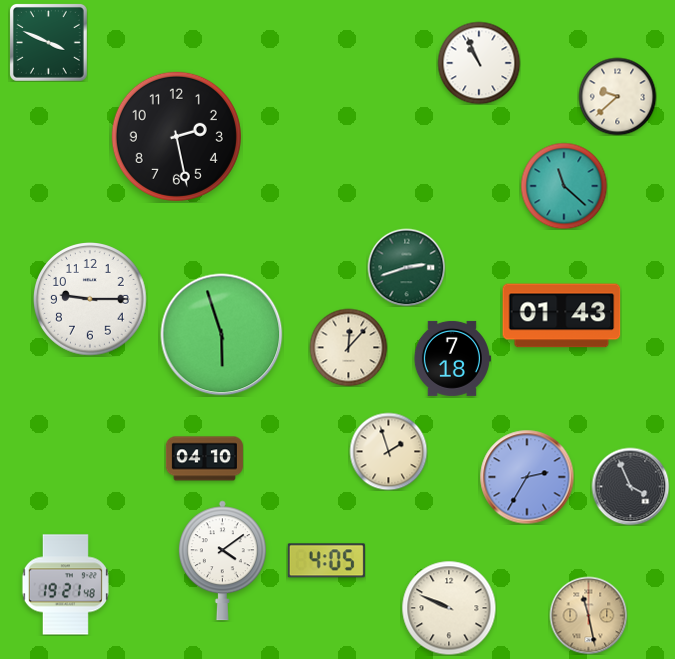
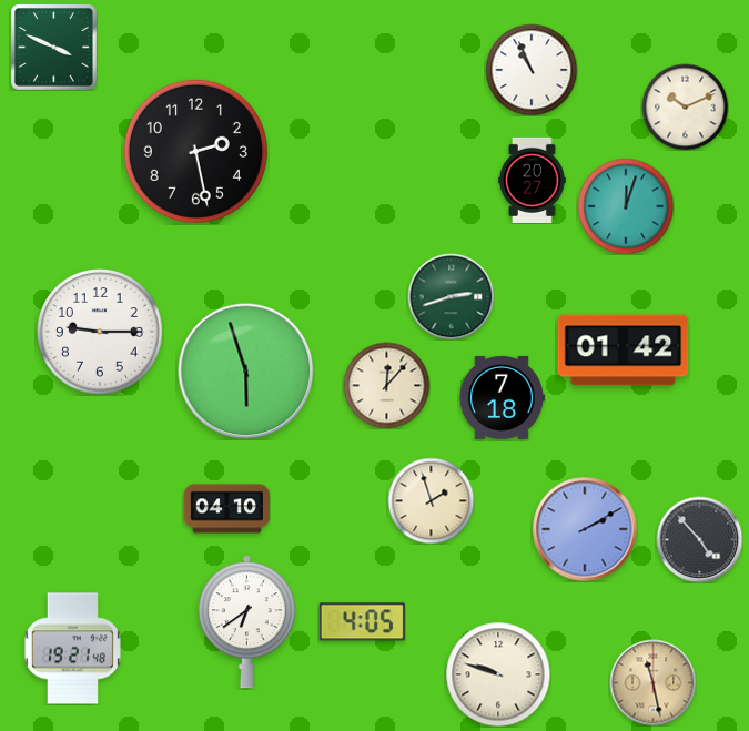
clock at (617, 96): 9:38 -> 10:11
clock at (533, 180): none -> 20:27
clock at (564, 186): 11:22 -> 12:03
clock at (562, 316): 01:43 -> 01:42
clock at (527, 477): 2:35 -> 2:10
clock at (630, 486): 3:56 -> 4:53
clock at (222, 561): 4:09 -> 6:39
clock at (449, 608): 9:49 -> 9:48
